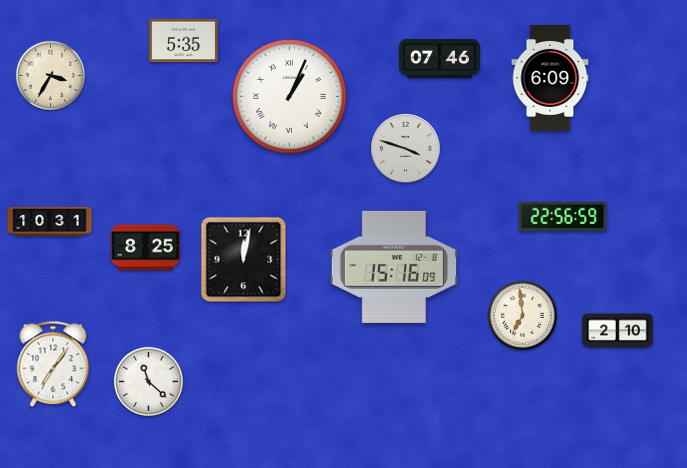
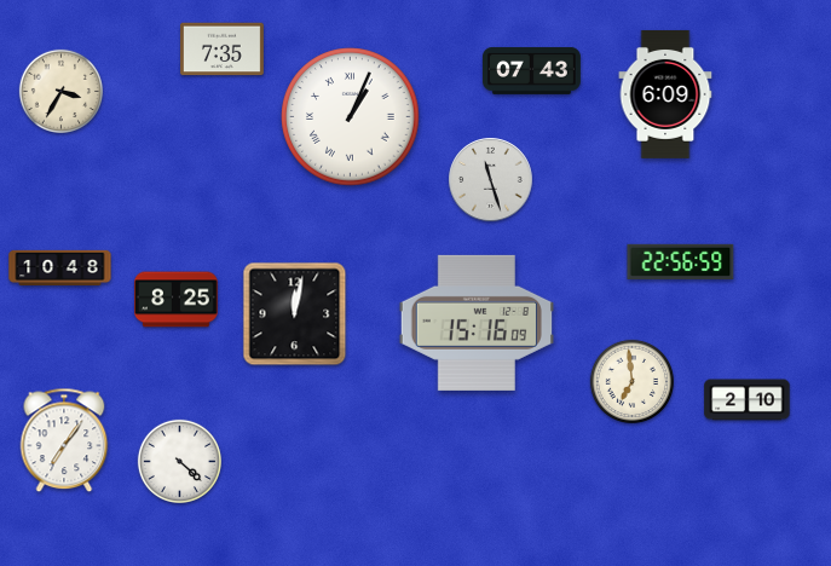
clock at (184, 41): 5:35 -> 7:35
clock at (439, 58): 07:46 -> 07:43
clock at (406, 149): 3:48 -> 11:27
clock at (50, 221): 10:31 -> 10:48
clock at (148, 381): 11:22 -> 4:22
